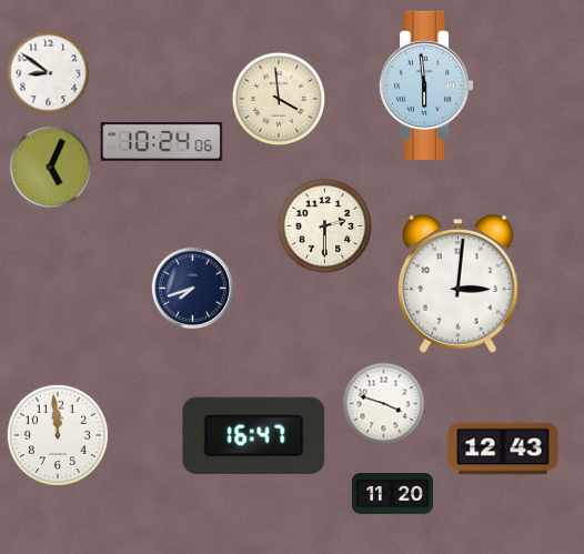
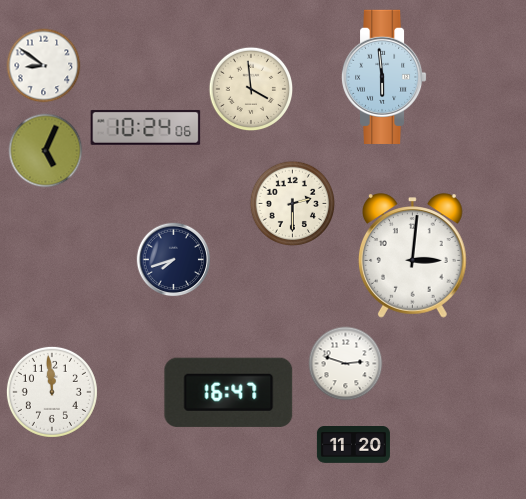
clock at (384, 404): 3:48 -> 2:48
clock at (503, 449): 12:43 -> none
